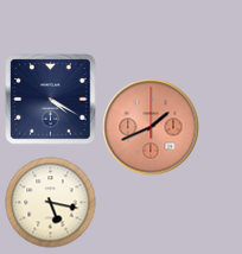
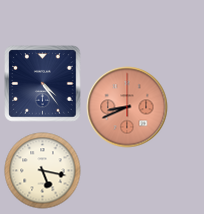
clock at (51, 100): 4:20 -> 4:24
clock at (151, 127): 1:41 -> 8:41
